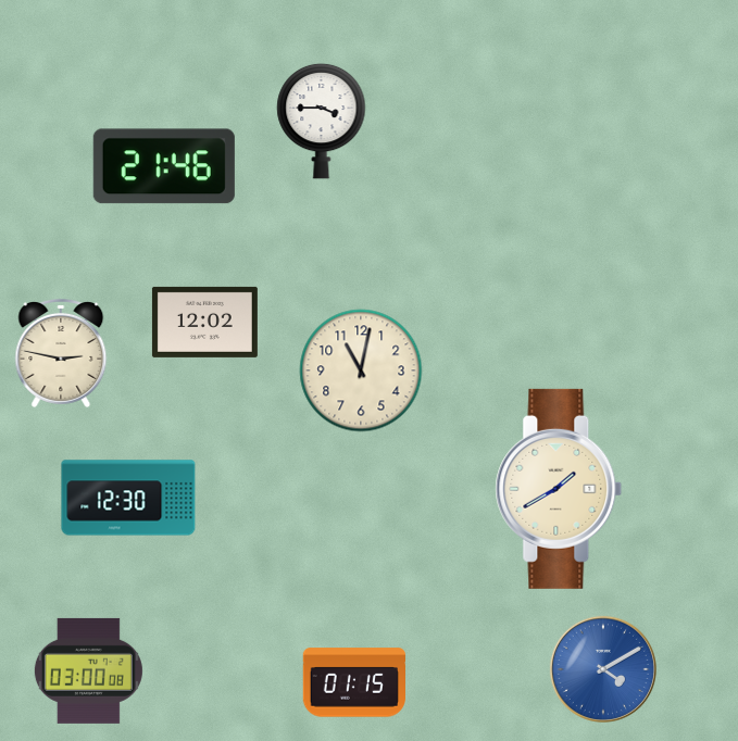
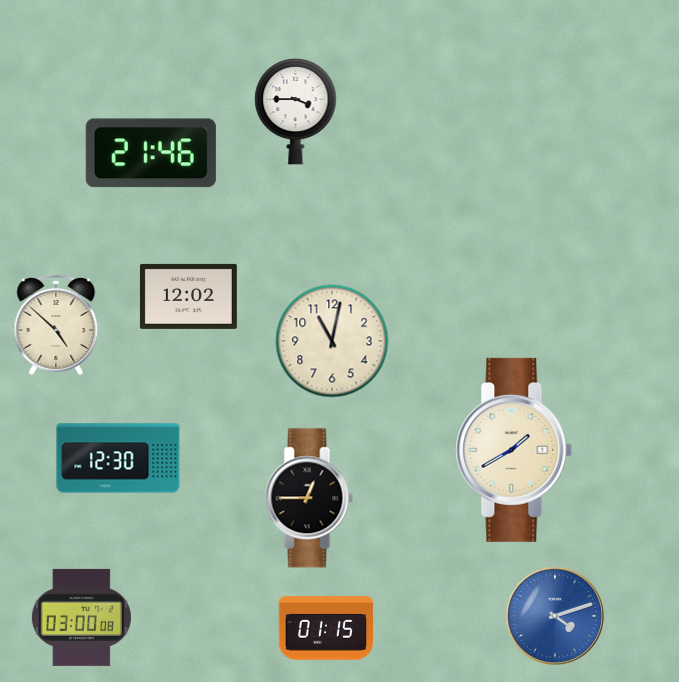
clock at (61, 353): 2:47 -> 4:52
clock at (309, 498): none -> 12:45
clock at (603, 669): 4:10 -> 4:12
